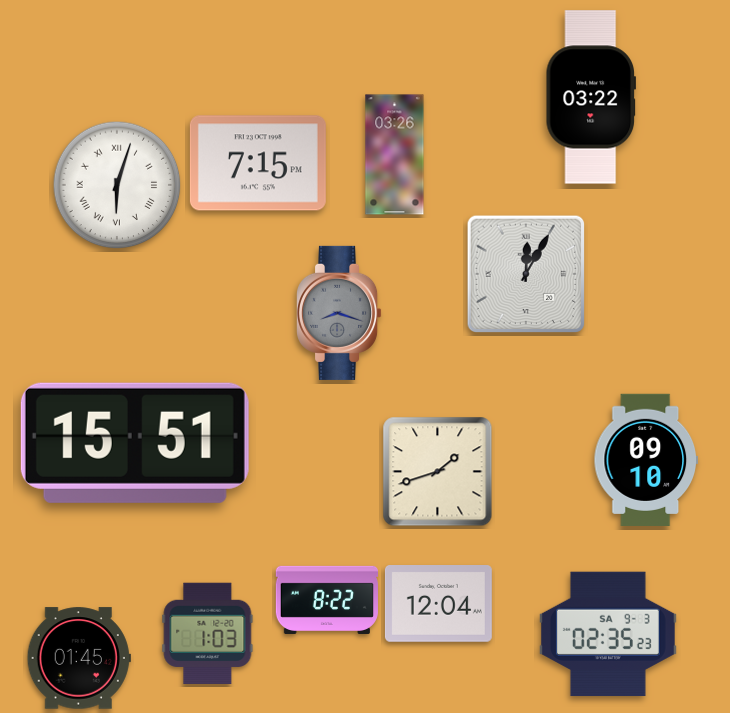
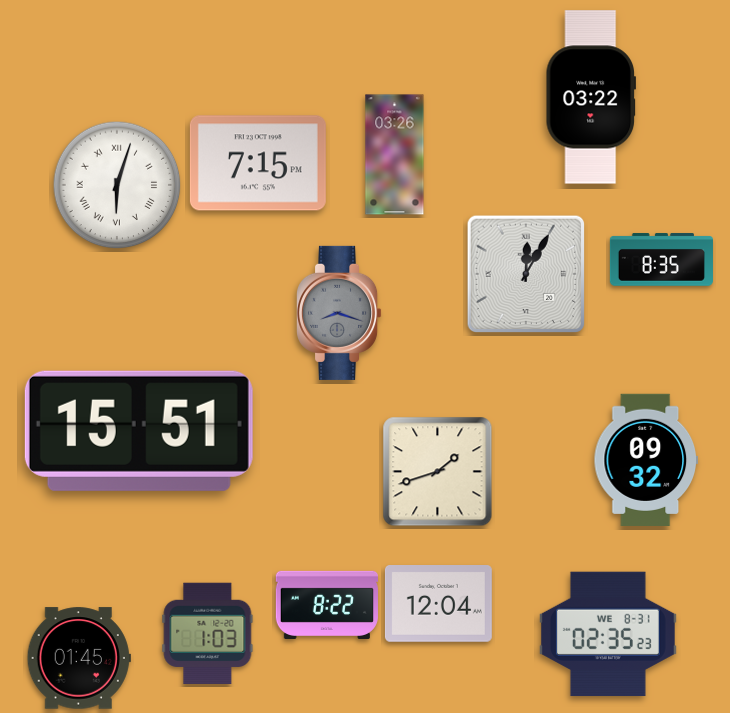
clock at (661, 260): none -> 8:35
clock at (135, 443) position: (135, 443) -> (139, 431)
clock at (645, 460): 09:10 -> 09:32
clock at (326, 600) position: (326, 600) -> (326, 605)
clock at (608, 634) date: SA 9-3 -> WE 8-31
